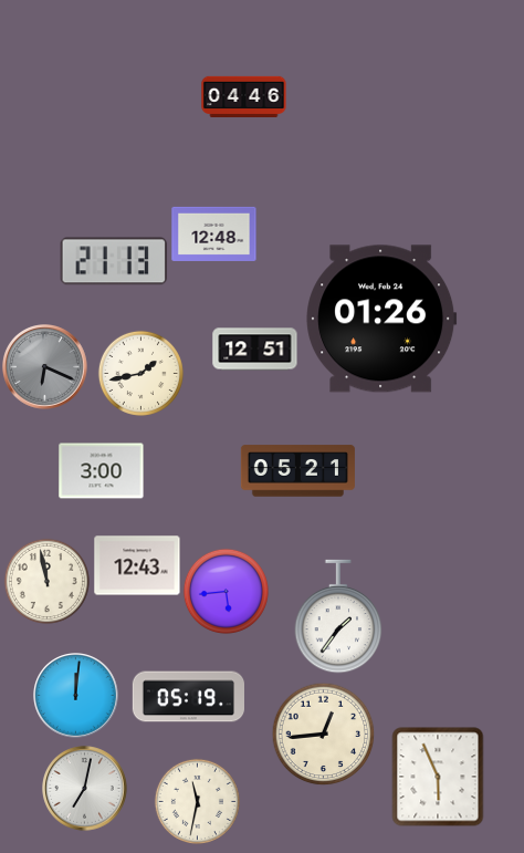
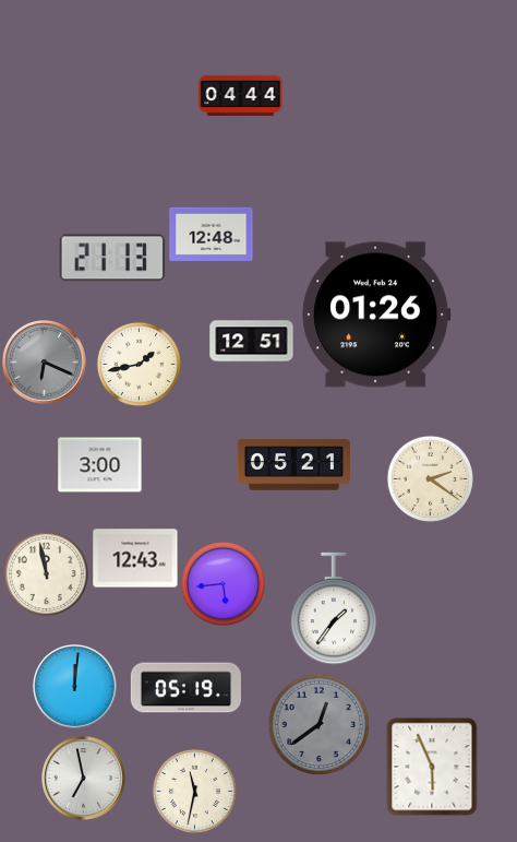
clock at (244, 97): 04:46 -> 04:44
clock at (214, 233) position: (214, 233) -> (212, 234)
clock at (255, 350) position: (255, 350) -> (252, 342)
clock at (140, 373) position: (140, 373) -> (139, 364)
clock at (430, 478): none -> 2:21
clock at (323, 734): 12:44 -> 12:39
clock at (323, 734) dial: cream -> grey
clock at (85, 789): 7:02 -> 6:58
